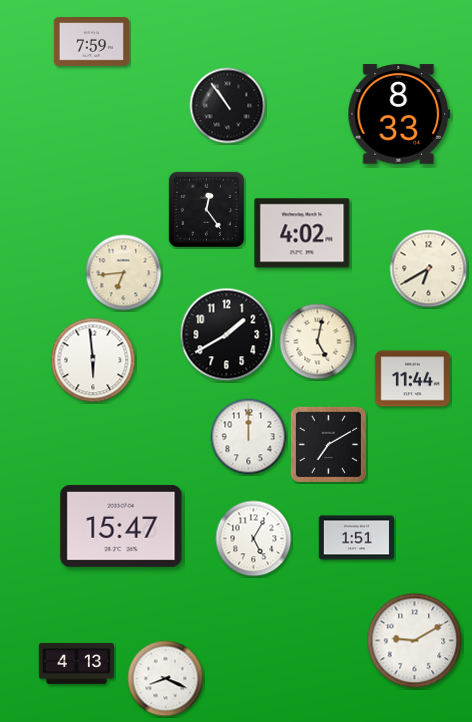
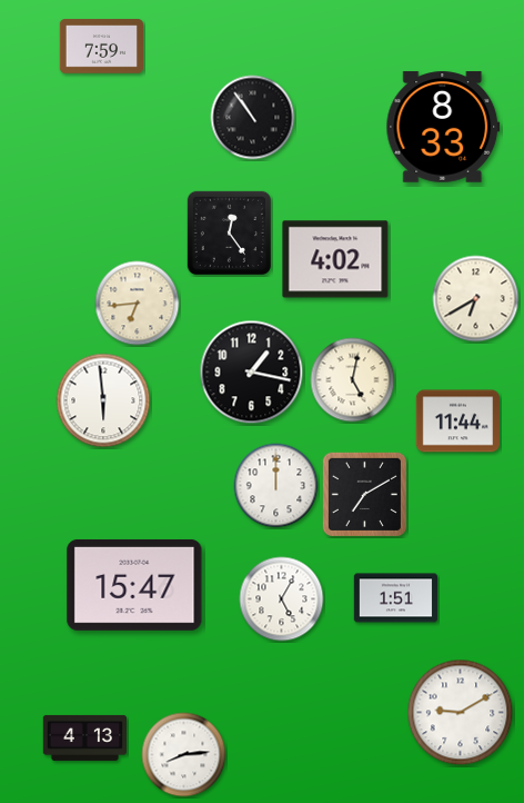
clock at (227, 335): 1:40 -> 1:17
clock at (166, 679): 8:19 -> 8:14
